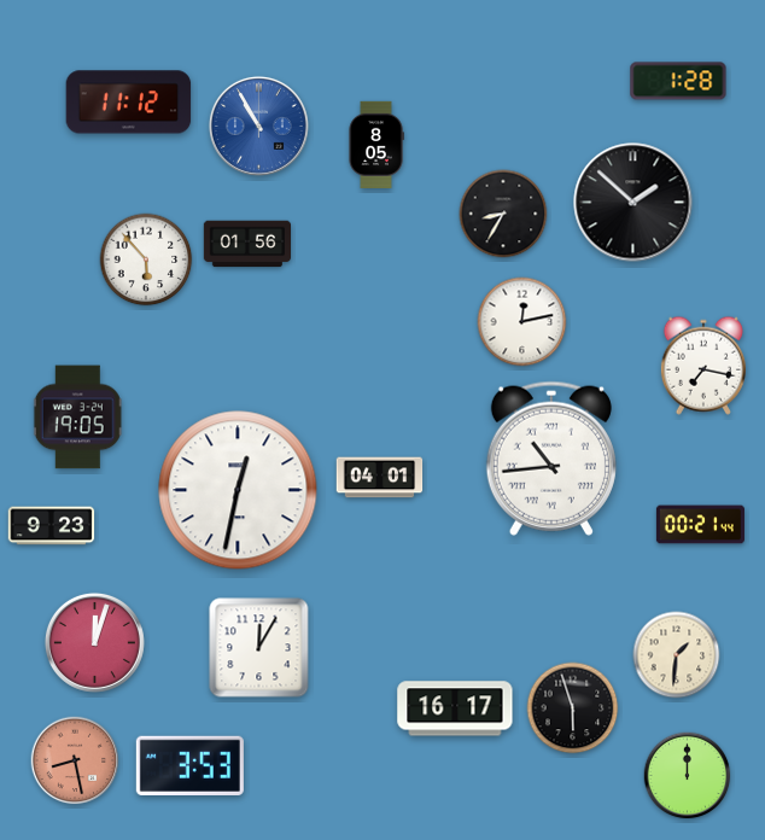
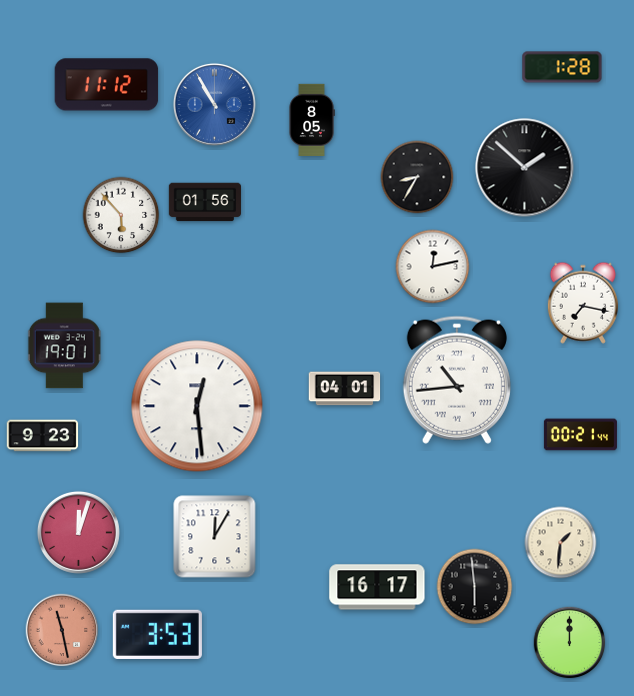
clock at (77, 418): 19:05 -> 19:01
clock at (380, 478) position: (380, 478) -> (345, 389)
clock at (238, 490): 12:32 -> 12:29
clock at (573, 708): 5:57 -> 5:59
clock at (75, 760): 8:28 -> 11:28
